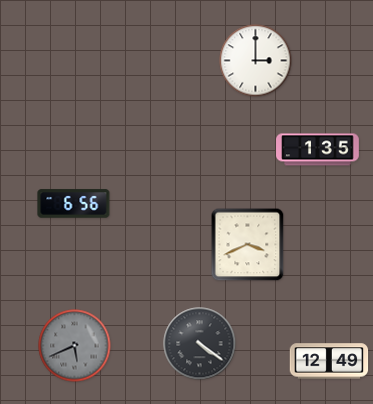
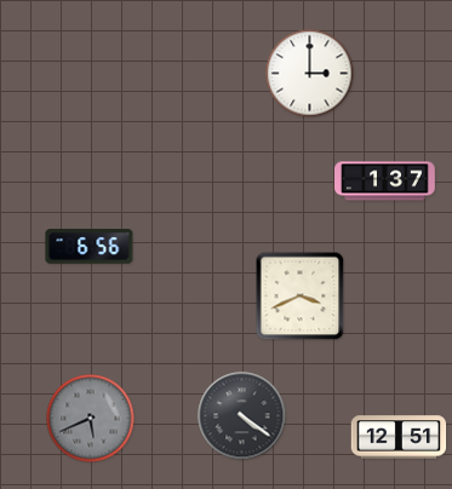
clock at (318, 150): 1:35 -> 1:37
clock at (329, 361): 12:49 -> 12:51
